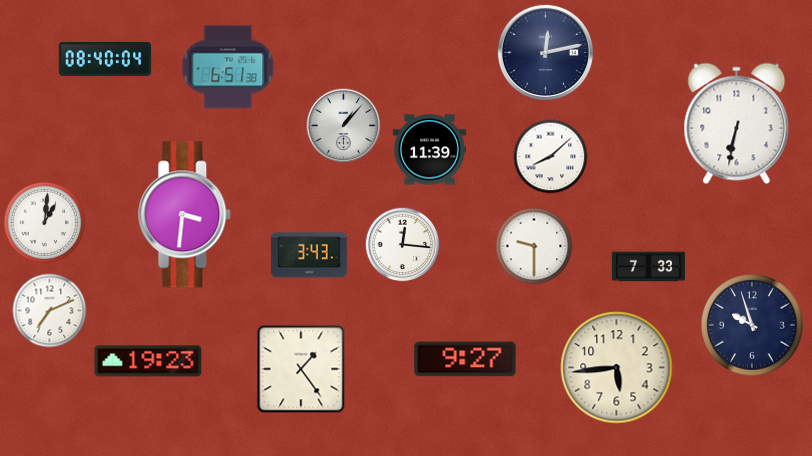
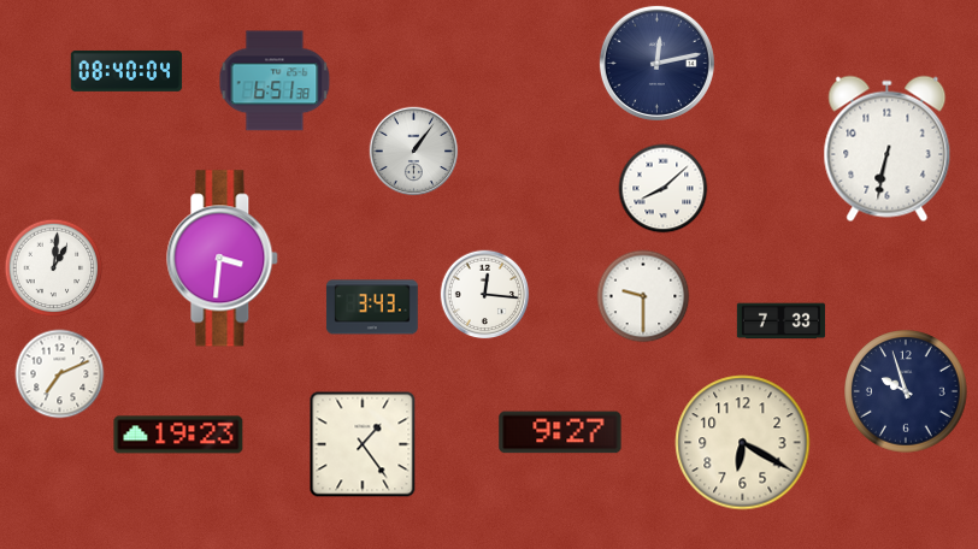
clock at (344, 126): 1:07 -> 1:06
clock at (429, 150): 11:39 -> none
clock at (617, 368): 5:44 -> 6:20
